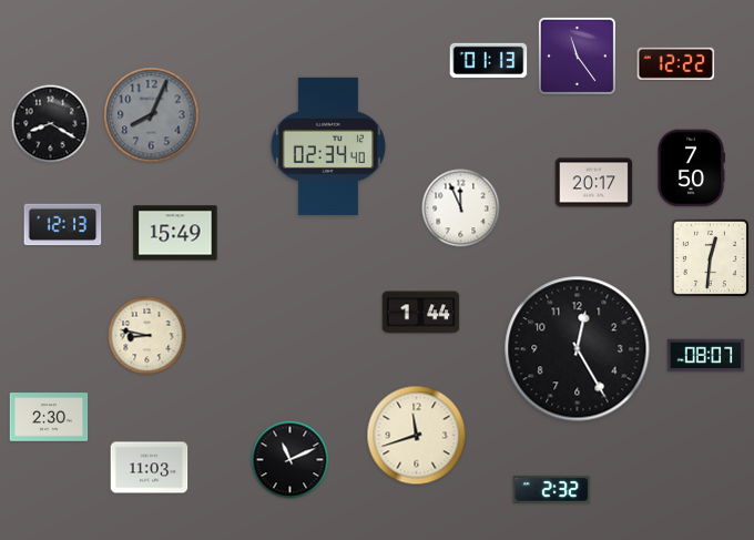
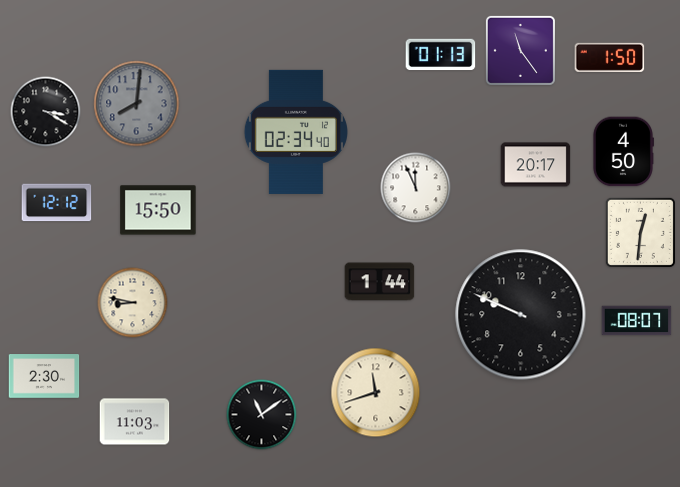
clock at (676, 63): 12:22 -> 1:50
clock at (152, 115): 8:04 -> 8:01
clock at (51, 124): 8:20 -> 3:20
clock at (691, 169): 7:50 -> 4:50
clock at (63, 225): 12:13 -> 12:12
clock at (175, 233): 15:49 -> 15:50
clock at (578, 349): 12:25 -> 9:49
clock at (291, 460): 11:11 -> 11:09
clock at (552, 489): 2:32 -> none
